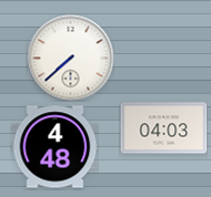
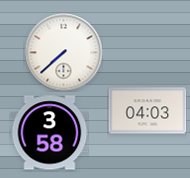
clock at (163, 128) position: (163, 128) -> (147, 111)
clock at (54, 147): 4:48 -> 3:58
